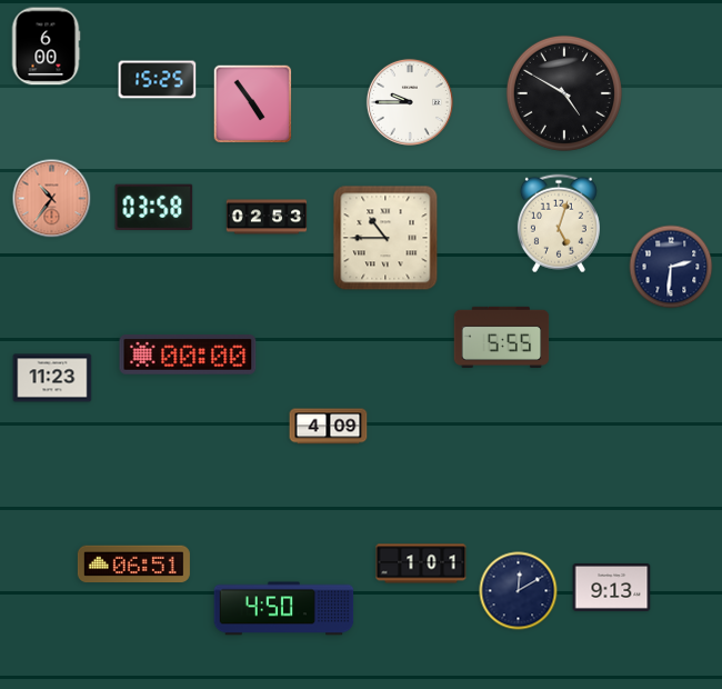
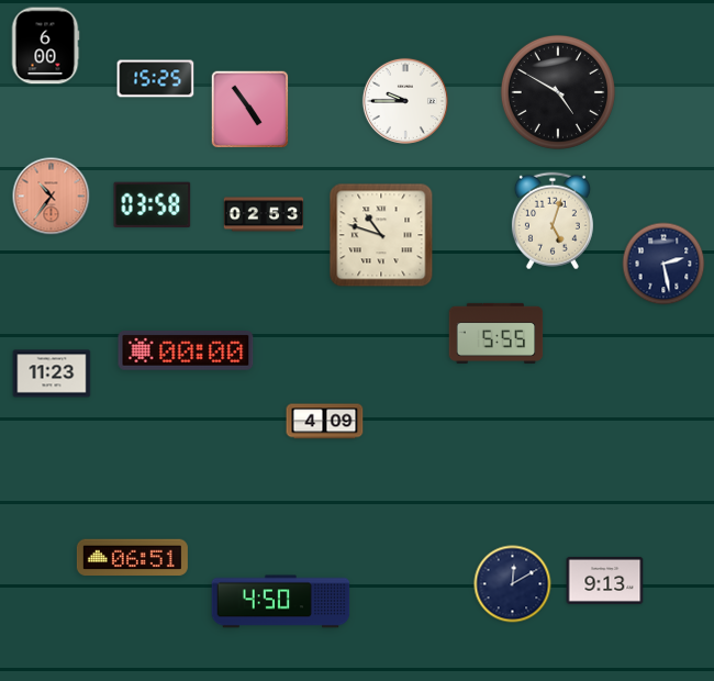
clock at (253, 104) position: (253, 104) -> (250, 110)
clock at (385, 238): 10:45 -> 10:48
clock at (671, 267): 2:31 -> 2:28
clock at (421, 563): 1:01 -> none
